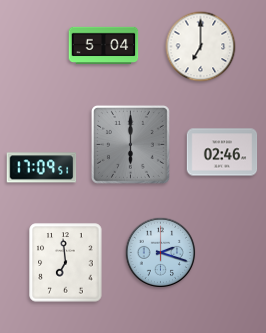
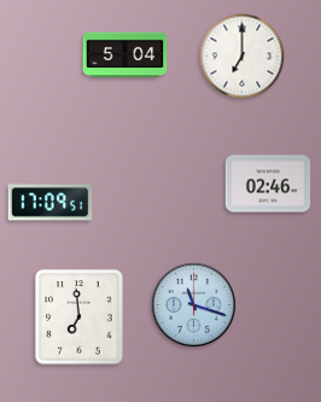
clock at (130, 144): 6:00 -> none
clock at (161, 253): 2:18 -> 11:18
